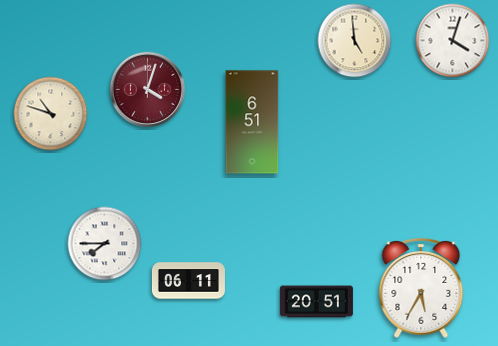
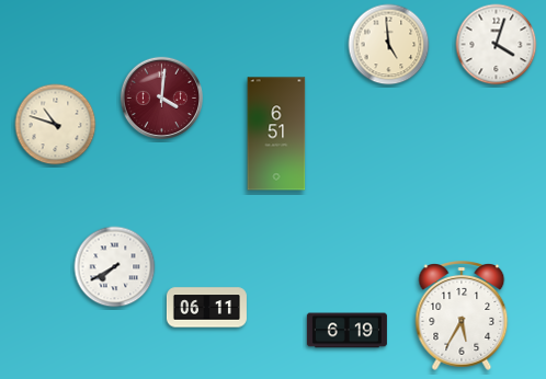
clock at (147, 89): 4:03 -> 4:01
clock at (105, 244): 7:45 -> 7:40
clock at (316, 302): 20:51 -> 6:19
